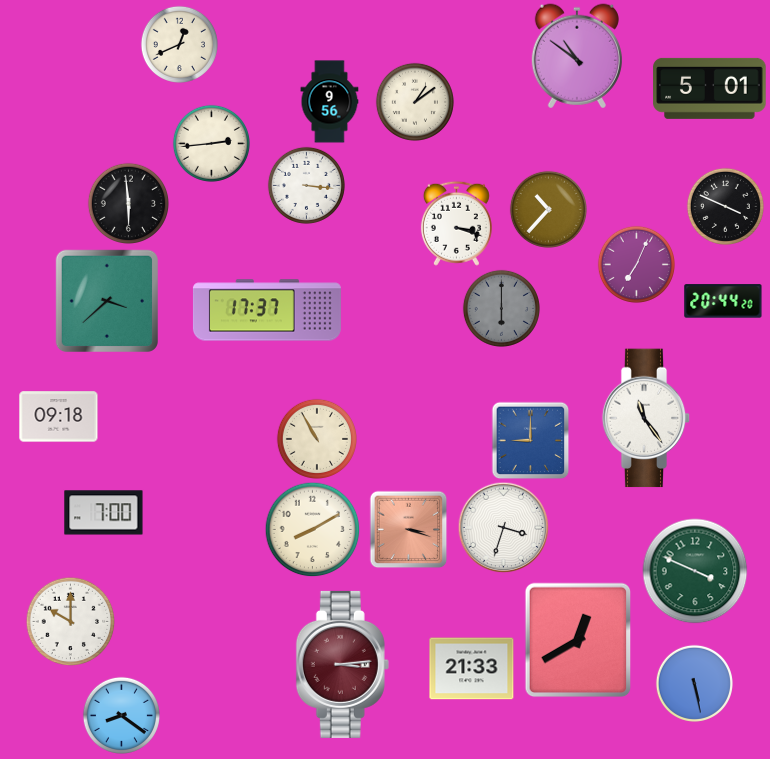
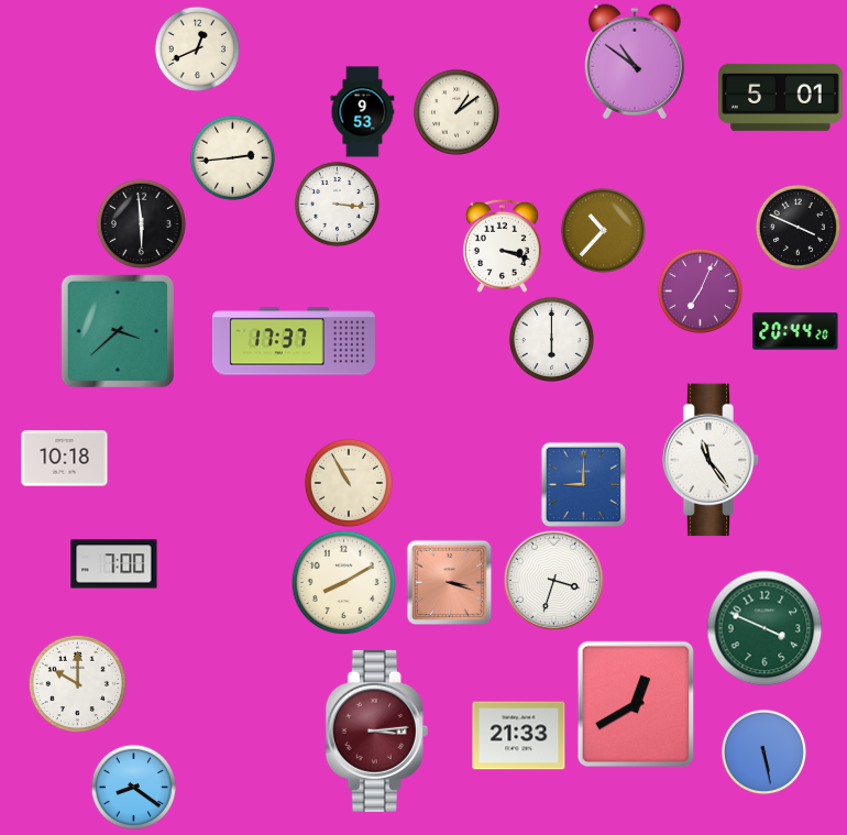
clock at (330, 102): 9:56 -> 9:53
clock at (501, 308) dial: grey -> white
clock at (59, 417): 09:18 -> 10:18
